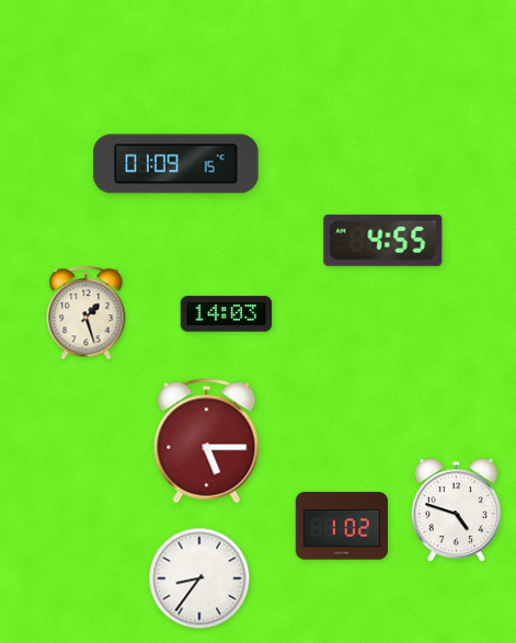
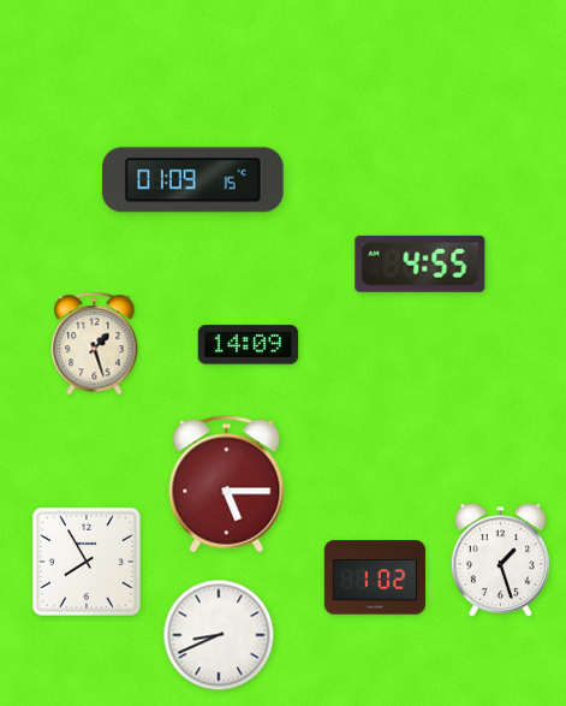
clock at (227, 314): 14:03 -> 14:09
clock at (456, 510): 4:48 -> 1:27
clock at (87, 562): none -> 7:55
clock at (199, 578): 8:36 -> 8:41
